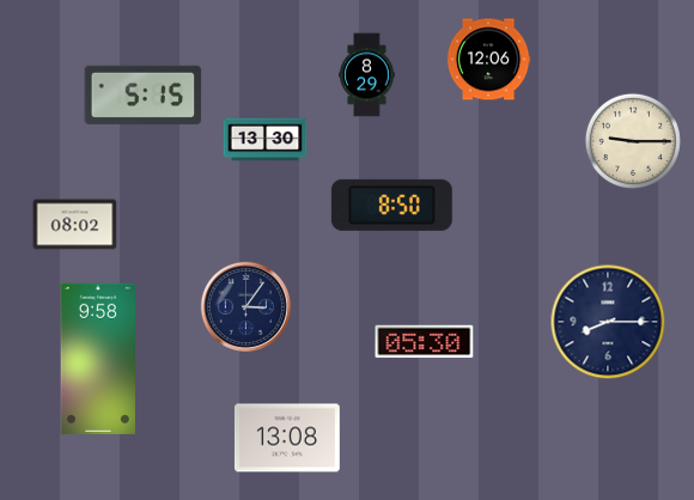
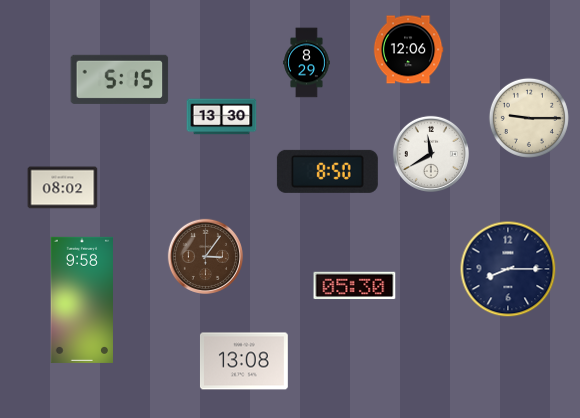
clock at (431, 154): none -> 11:40
clock at (245, 306) dial: navy -> brown
clock at (287, 438) position: (287, 438) -> (244, 361)
